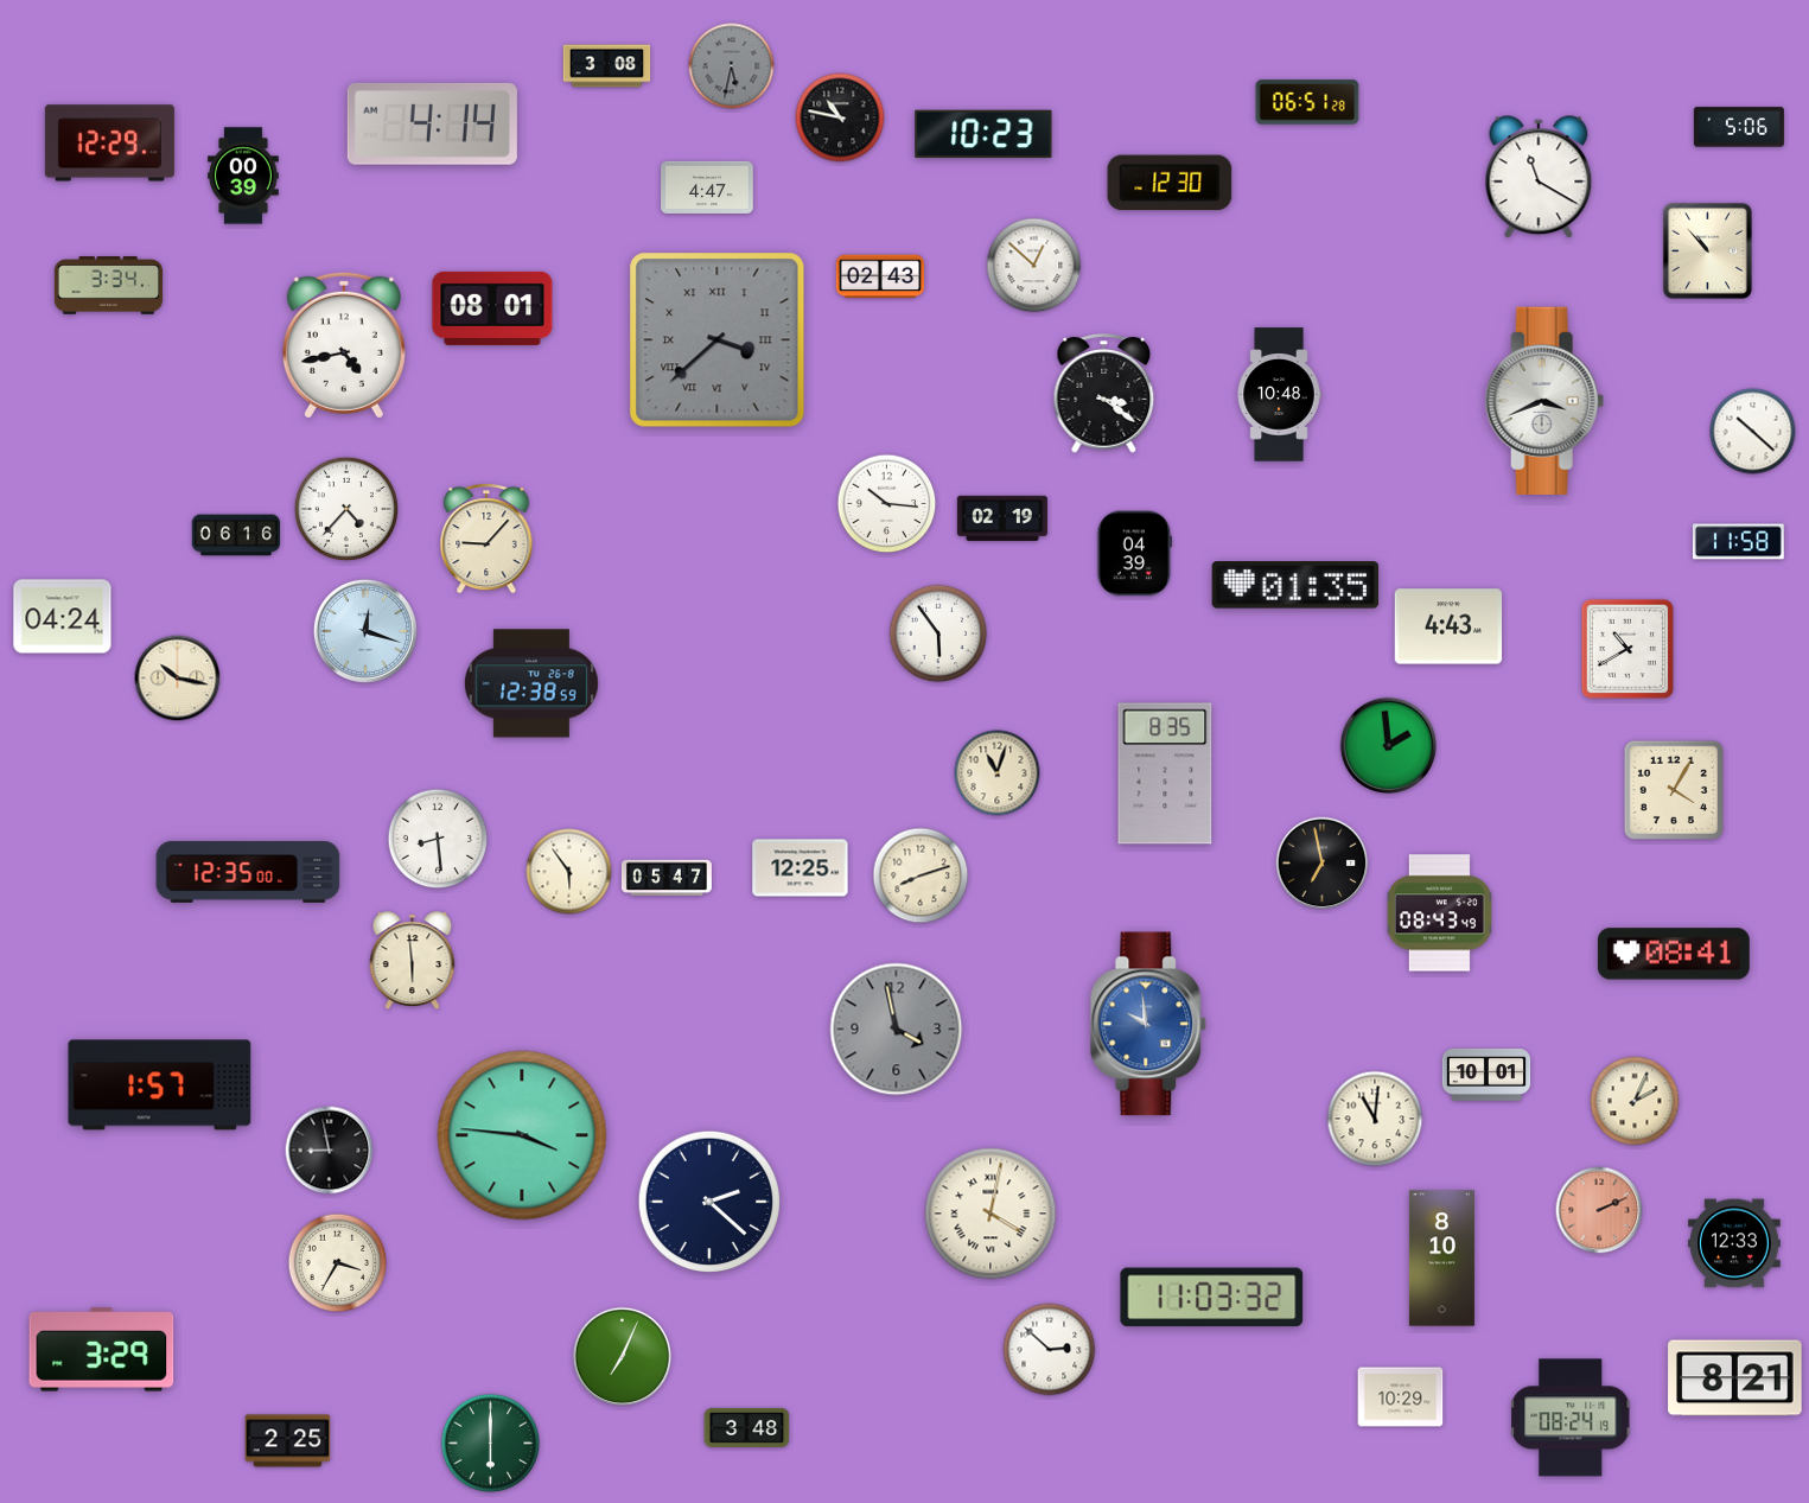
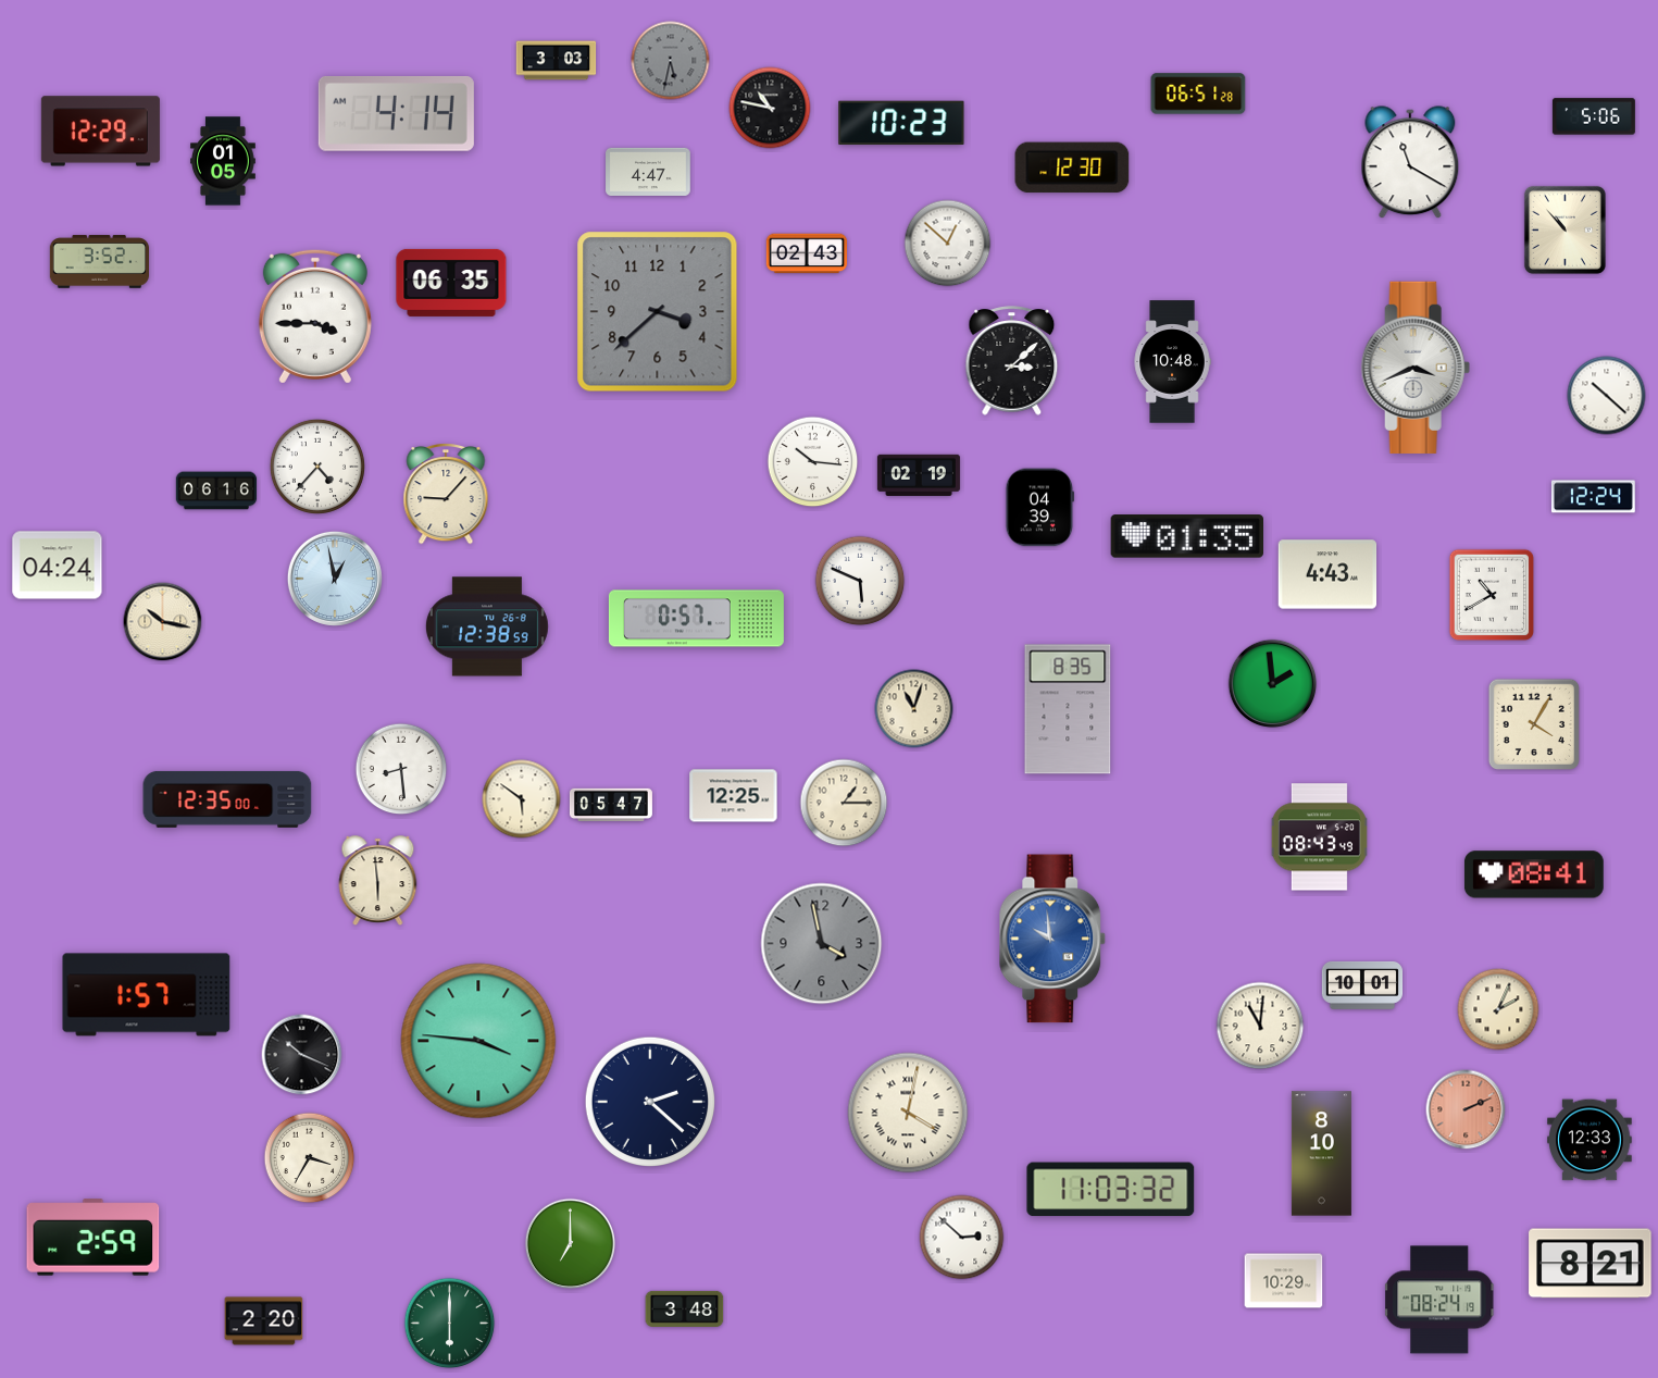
clock at (607, 66): 3:08 -> 3:03
clock at (244, 176): 00:39 -> 01:05
clock at (109, 286): 3:34 -> 3:52
clock at (492, 308): 08:01 -> 06:35
clock at (718, 340) numerals: Roman -> Arabic
clock at (344, 345): 4:43 -> 3:45
clock at (1104, 394): 3:21 -> 3:08
clock at (1738, 542): 11:58 -> 12:24
clock at (365, 631): 12:18 -> 12:58
clock at (938, 633): 5:54 -> 5:49
clock at (696, 619): none -> 0:57
clock at (1323, 864): 6:58 -> none
clock at (569, 872): 5:54 -> 5:51
clock at (921, 875): 8:12 -> 1:15
clock at (330, 1151): 8:58 -> 10:19
clock at (102, 1350): 3:29 -> 2:59
clock at (622, 1356): 7:04 -> 7:00
clock at (288, 1441): 2:25 -> 2:20
